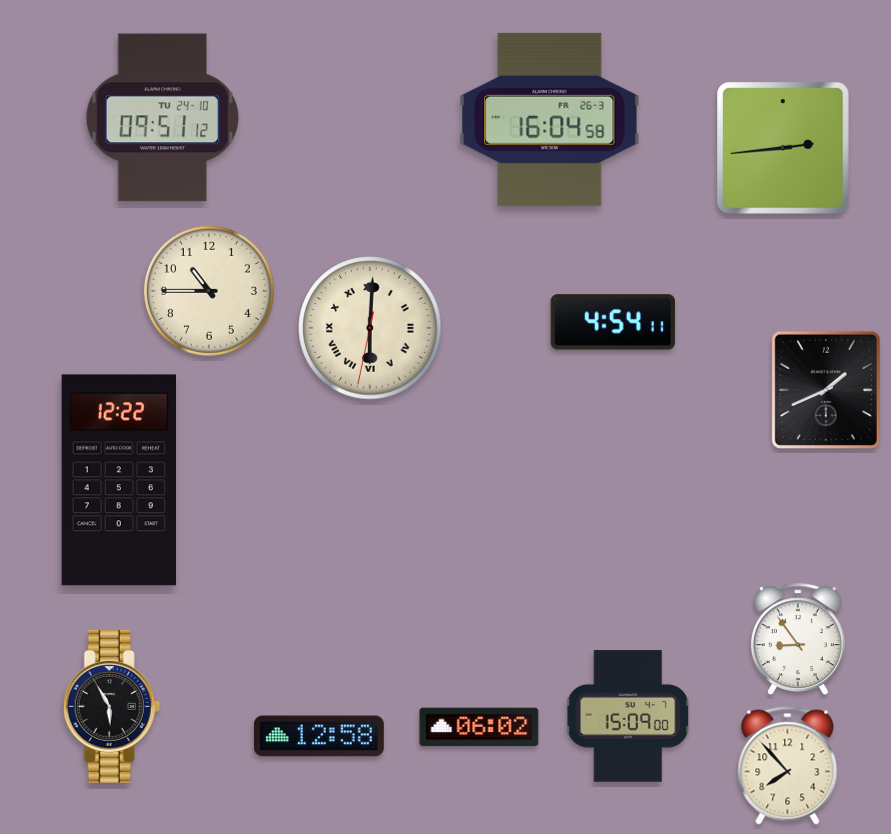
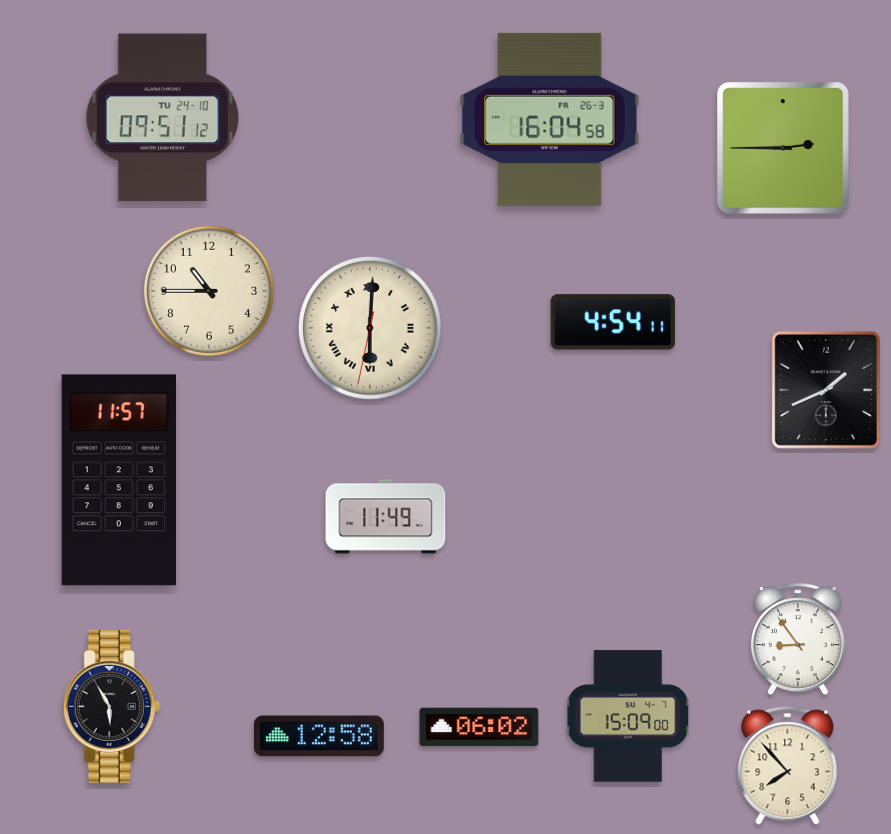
clock at (784, 149): 2:44 -> 2:45
clock at (118, 480): 12:22 -> 11:57
clock at (386, 517): none -> 11:49
